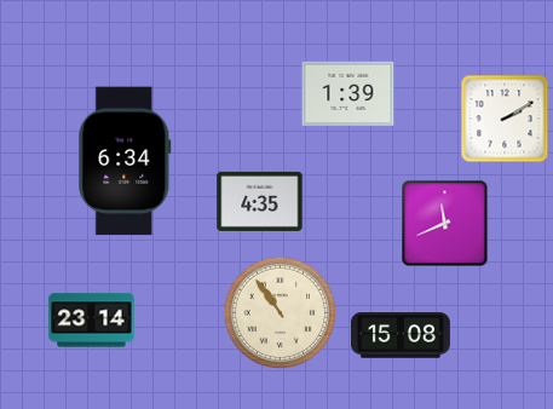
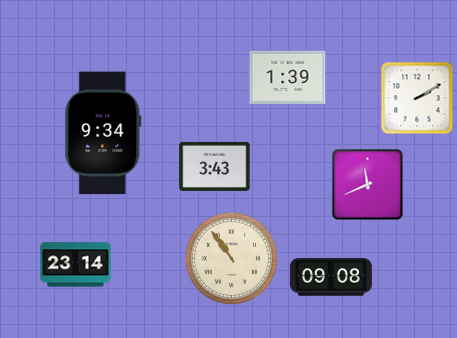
clock at (125, 161): 6:34 -> 9:34
clock at (260, 201): 4:35 -> 3:43
clock at (401, 335): 15:08 -> 09:08
